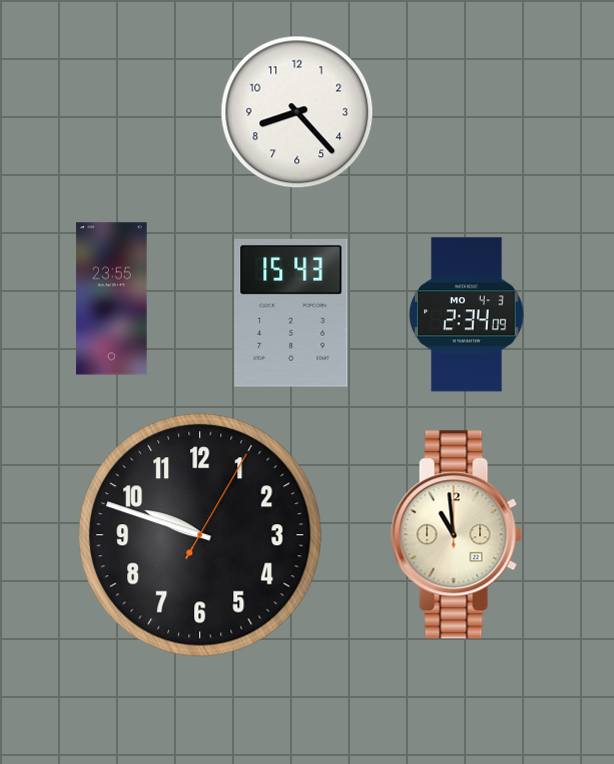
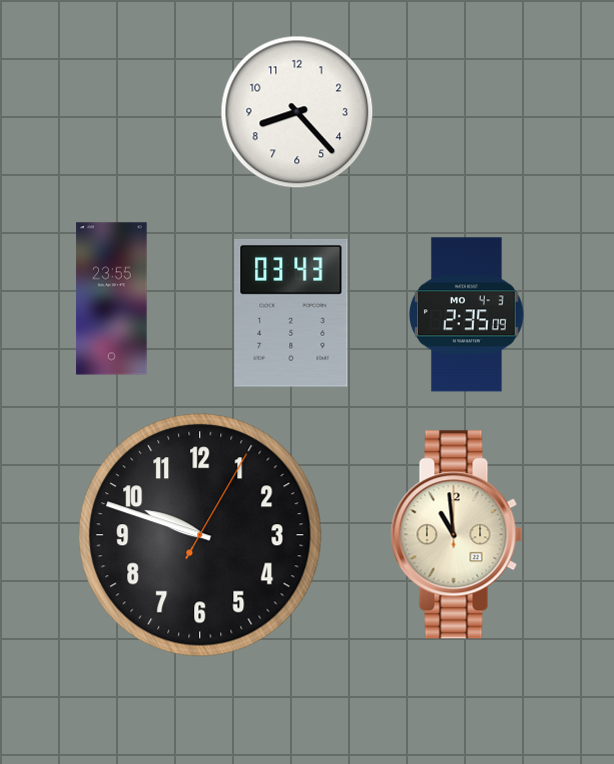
clock at (291, 313): 15:43 -> 03:43
clock at (466, 315): 2:34 -> 2:35
